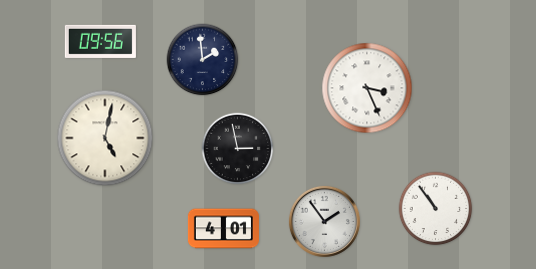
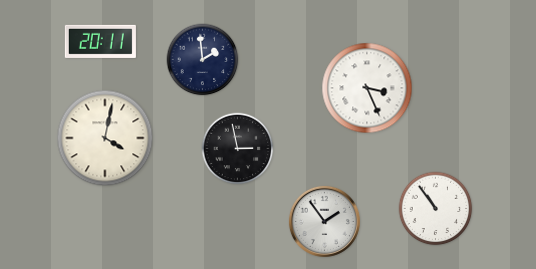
clock at (100, 41): 09:56 -> 20:11
clock at (105, 138): 5:02 -> 4:02
clock at (223, 229): 4:01 -> none
